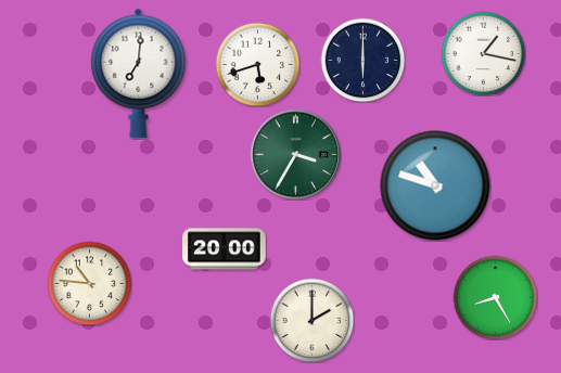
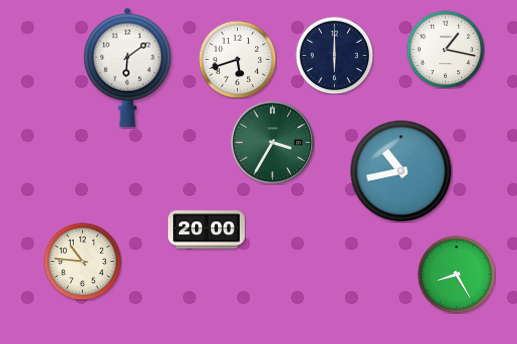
clock at (139, 73): 7:01 -> 6:09
clock at (435, 185): 10:48 -> 10:43
clock at (311, 320): 2:00 -> none
